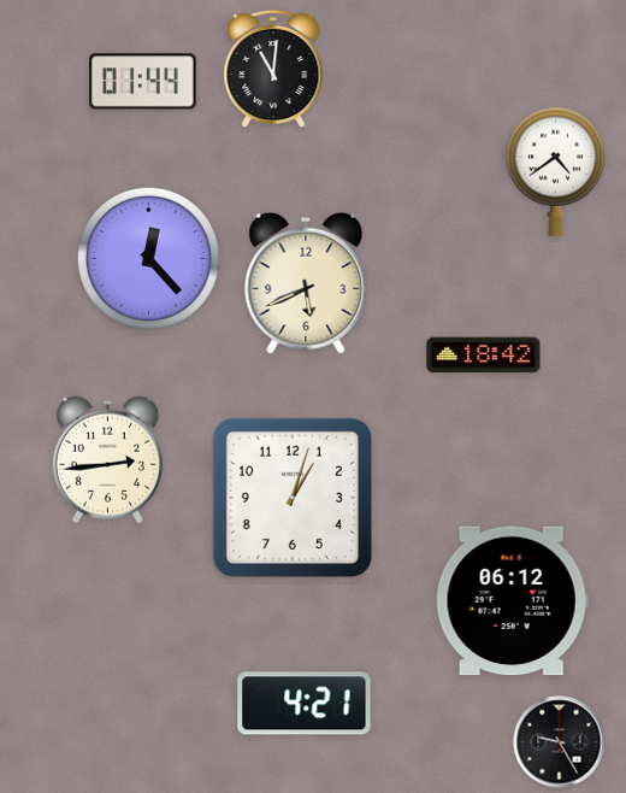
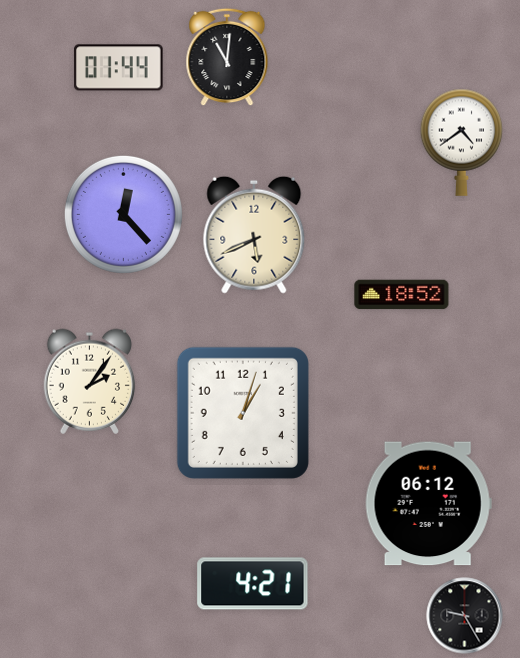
clock at (484, 356): 18:42 -> 18:52
clock at (108, 459): 2:44 -> 2:06
clock at (512, 601) position: (512, 601) -> (428, 504)
